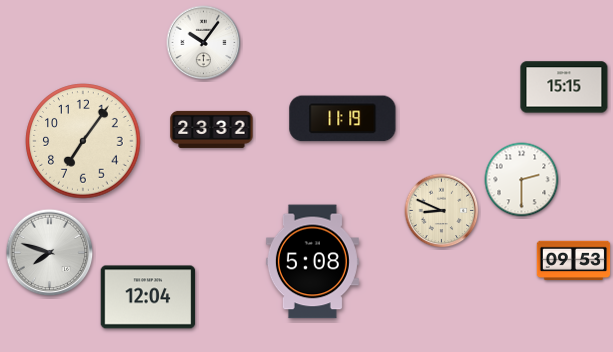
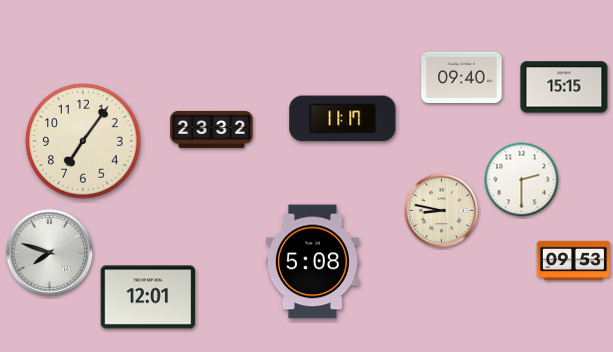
clock at (204, 43): 10:06 -> none
clock at (462, 77): none -> 09:40
clock at (343, 119): 11:19 -> 11:17
clock at (442, 211): 8:49 -> 8:47
clock at (148, 297): 12:04 -> 12:01
